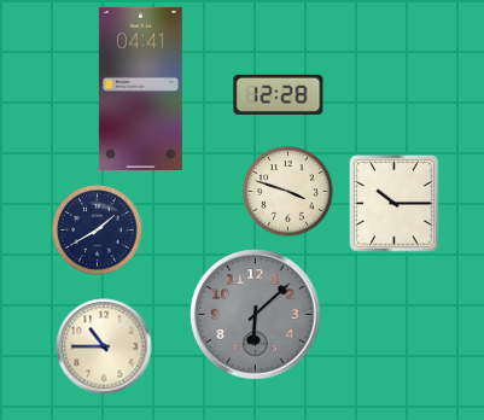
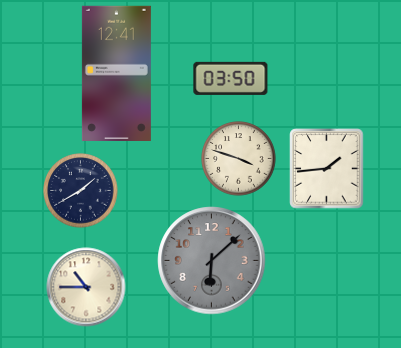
clock at (140, 88): 04:41 -> 12:41
clock at (279, 94): 12:28 -> 03:50
clock at (395, 204): 10:15 -> 1:44
